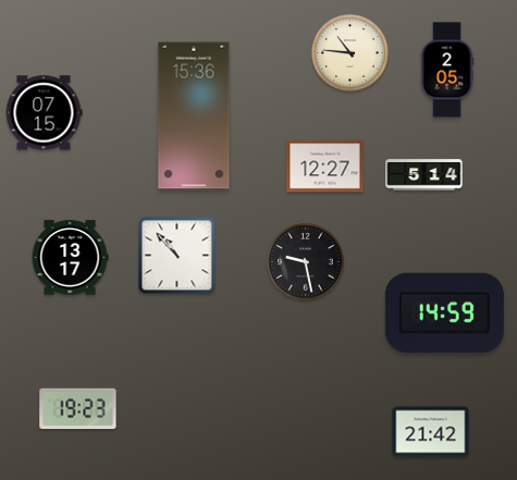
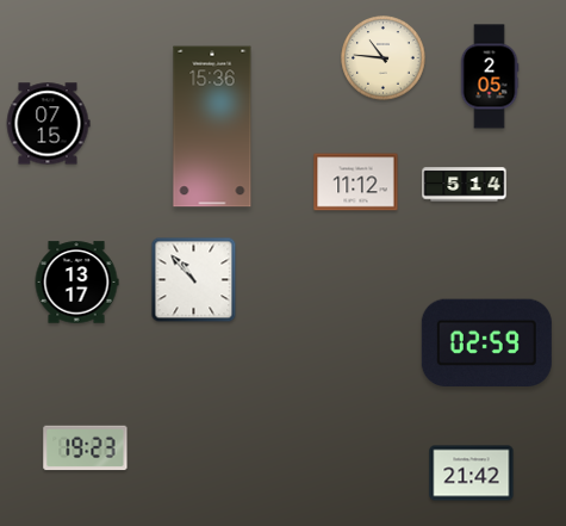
clock at (325, 167): 12:27 -> 11:12
clock at (424, 175) position: (424, 175) -> (465, 185)
clock at (306, 262): 9:28 -> none
clock at (444, 313): 14:59 -> 02:59
